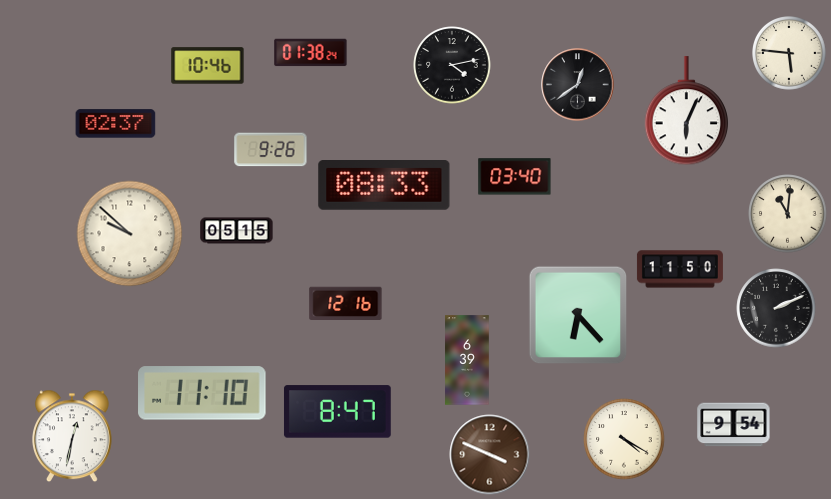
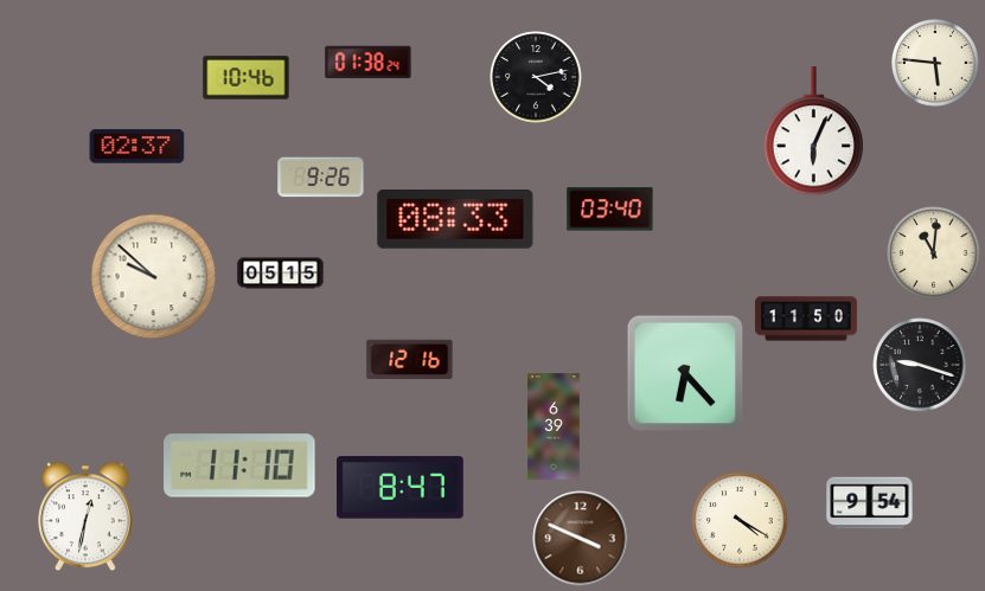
clock at (578, 85): 12:39 -> none
clock at (776, 308): 2:11 -> 9:18
